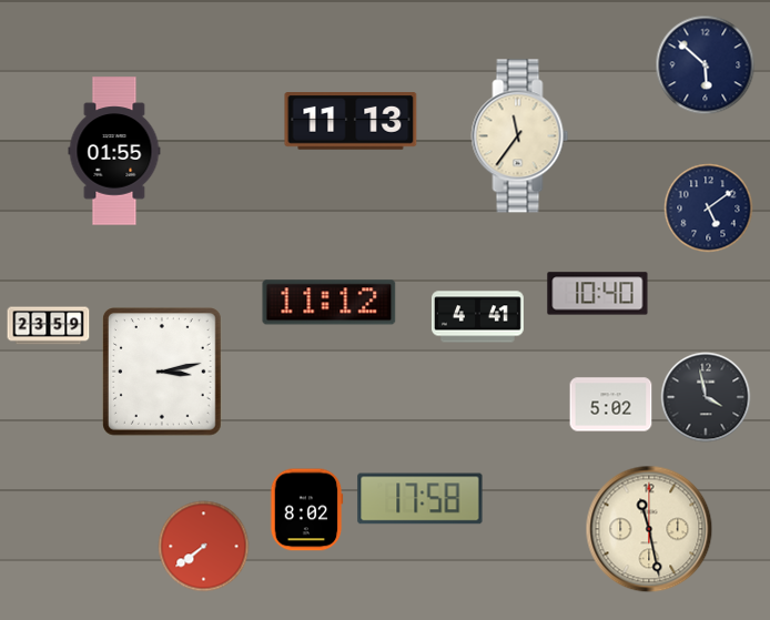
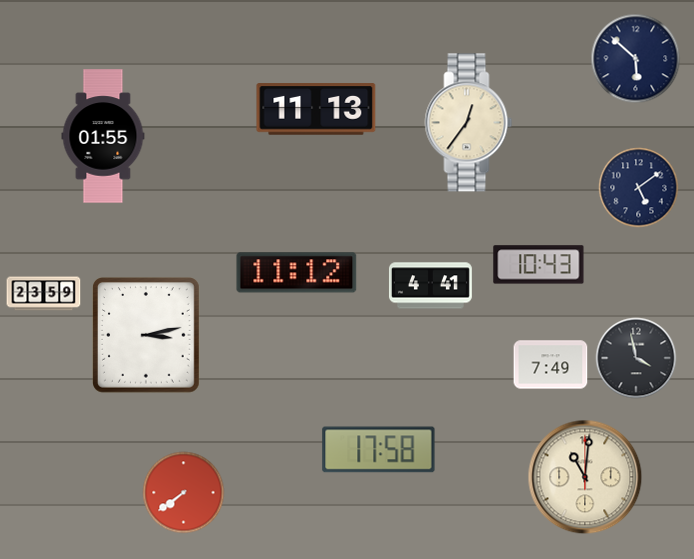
clock at (520, 136): 11:36 -> 12:36
clock at (598, 294): 10:40 -> 10:43
clock at (611, 405): 5:02 -> 7:49
clock at (306, 510): 8:02 -> none
clock at (649, 529): 11:28 -> 11:01
